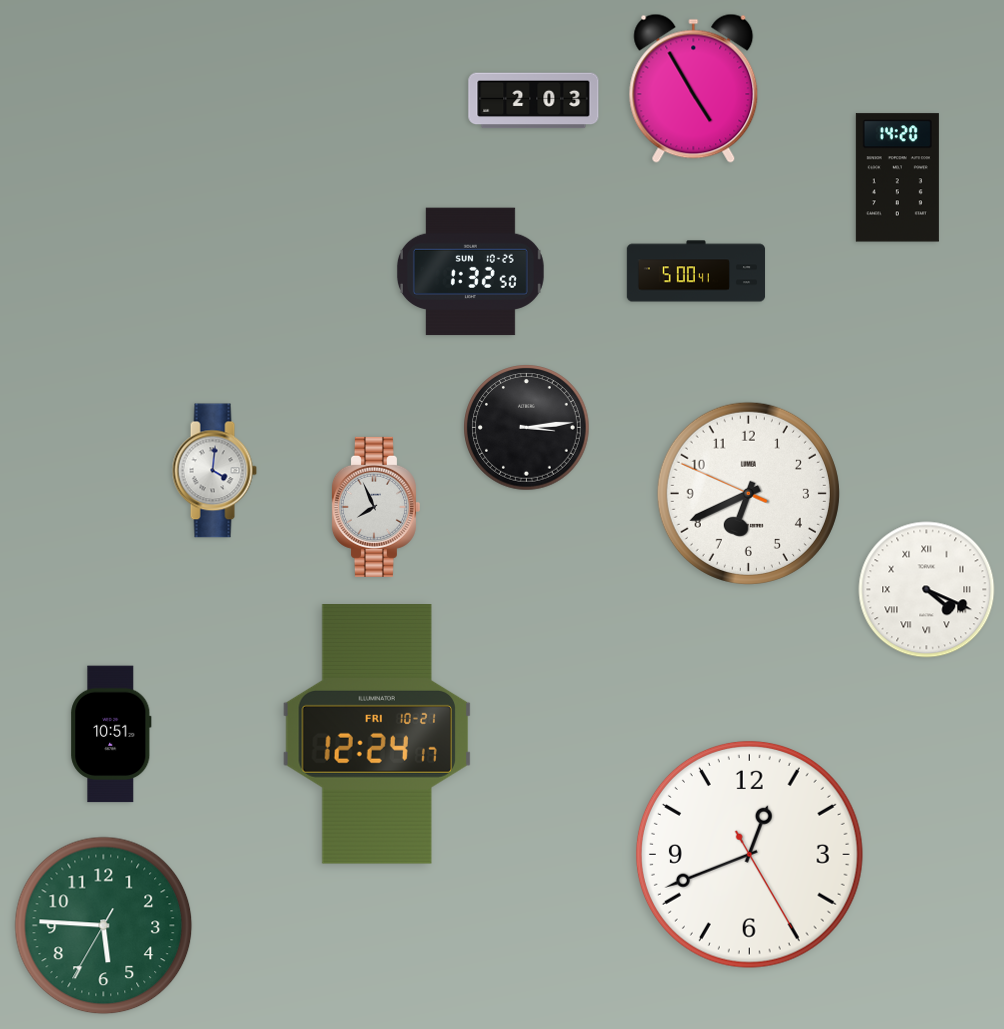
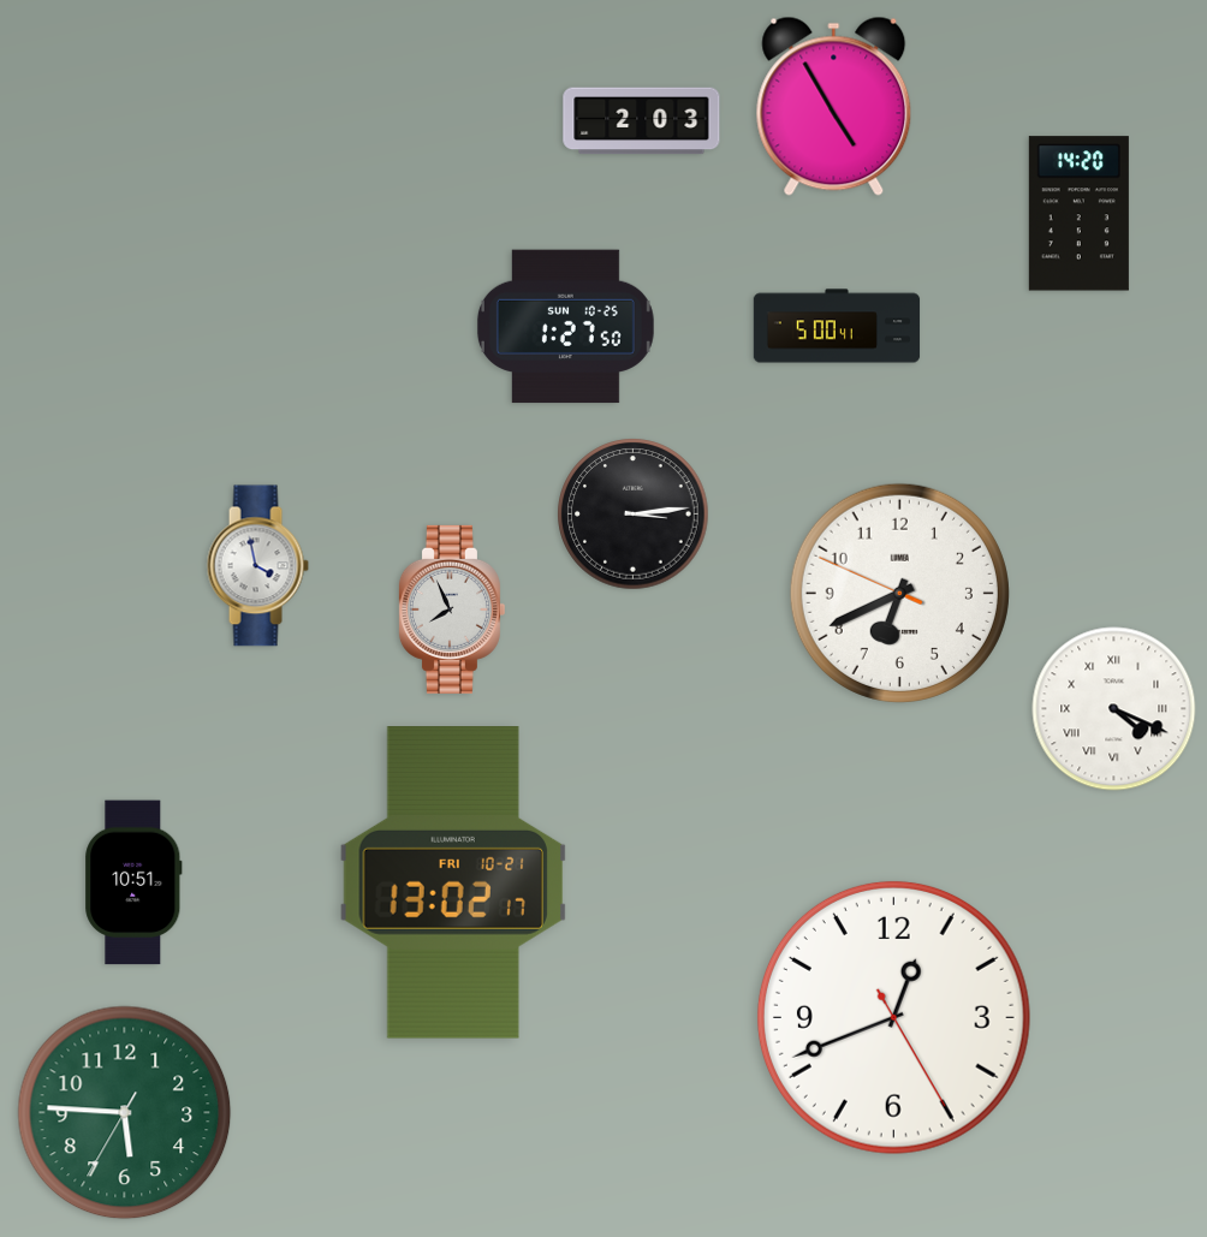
clock at (470, 272): 1:32 -> 1:27
clock at (214, 471): 4:01 -> 3:58
clock at (377, 734): 12:24 -> 13:02
clock at (749, 854) position: (749, 854) -> (893, 1017)
